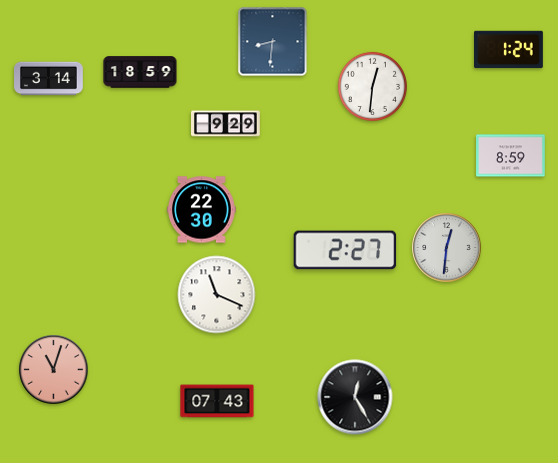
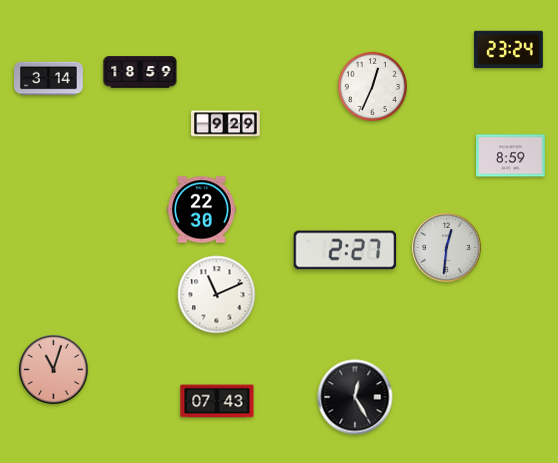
clock at (273, 42): 8:31 -> none
clock at (509, 50): 1:24 -> 23:24
clock at (372, 86): 12:31 -> 12:34
clock at (217, 295): 11:19 -> 11:11
